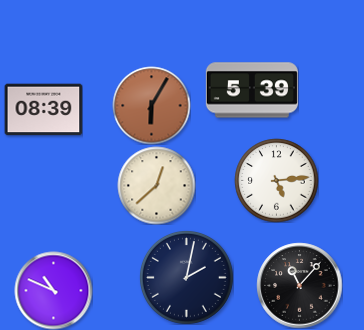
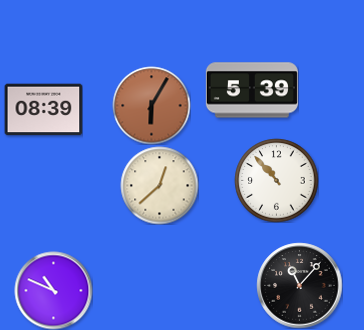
clock at (276, 180): 5:14 -> 10:53
clock at (156, 185) position: (156, 185) -> (159, 185)
clock at (186, 277): 2:02 -> none
